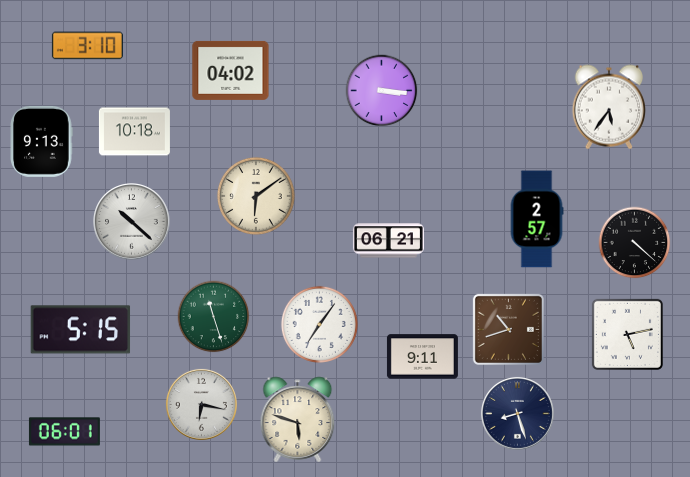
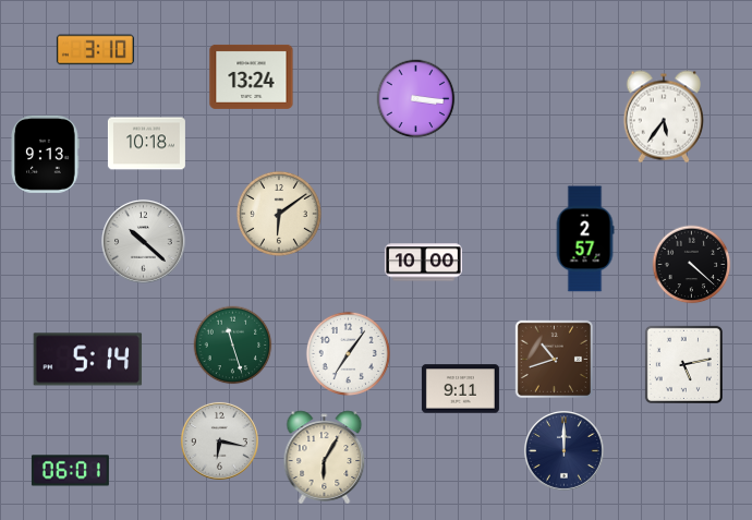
clock at (231, 70): 04:02 -> 13:24
clock at (388, 241): 06:21 -> 10:00
clock at (81, 330): 5:15 -> 5:14
clock at (517, 413): 8:27 -> 12:00
clock at (298, 420): 5:48 -> 6:05
